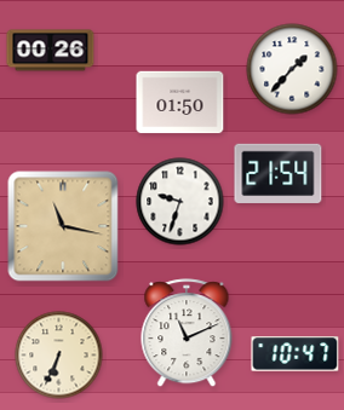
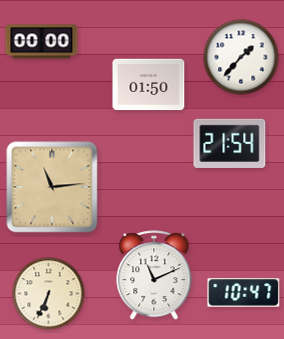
clock at (51, 51): 00:26 -> 00:00
clock at (180, 202): 9:33 -> none
clock at (63, 226): 11:17 -> 11:14
